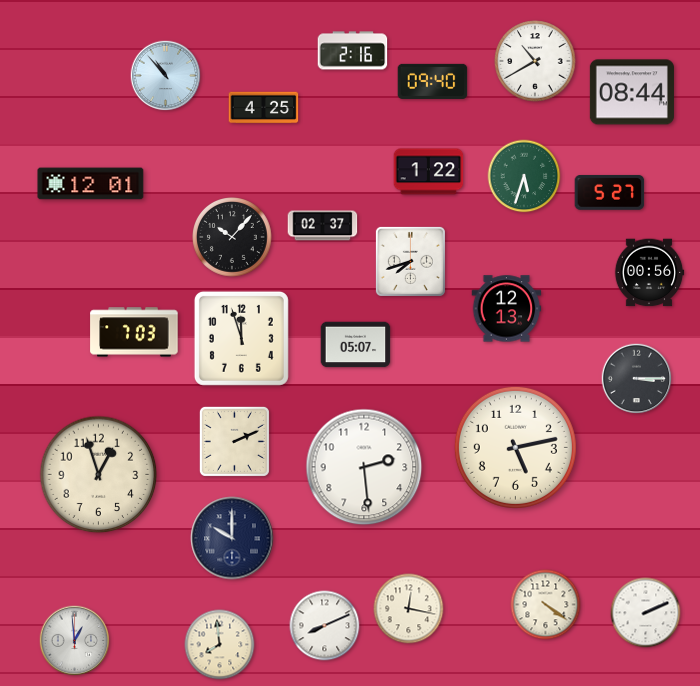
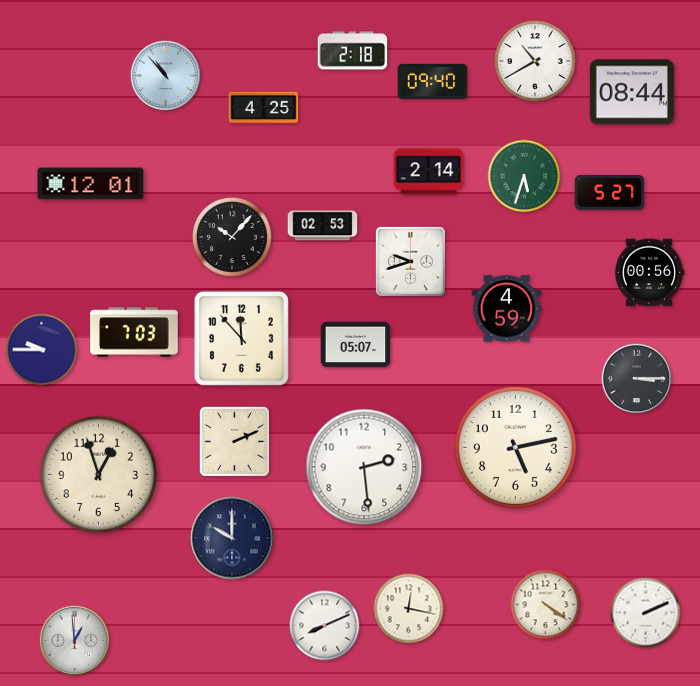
clock at (353, 51): 2:16 -> 2:18
clock at (429, 172): 1:22 -> 2:14
clock at (323, 226): 02:37 -> 02:53
clock at (410, 261): 7:42 -> 9:42
clock at (507, 309): 12:13 -> 4:59
clock at (241, 338): 11:57 -> 11:53
clock at (42, 350): none -> 9:45
clock at (220, 645): 7:59 -> none
